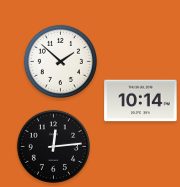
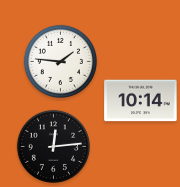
clock at (60, 61): 1:52 -> 1:46
